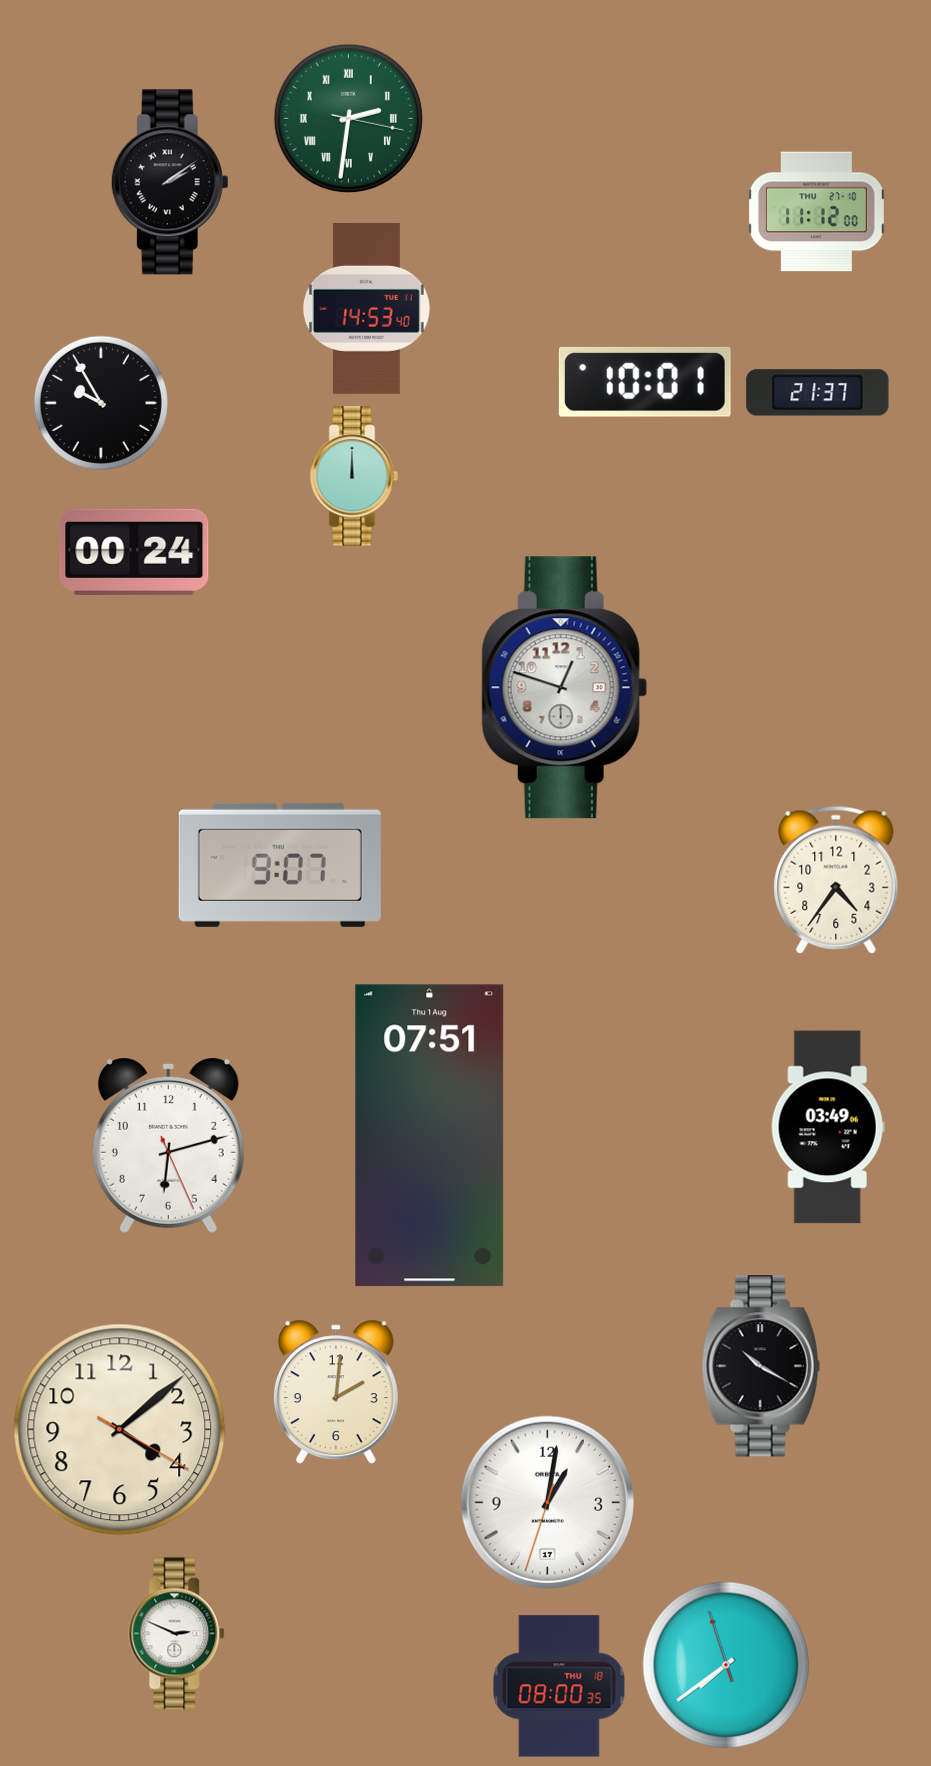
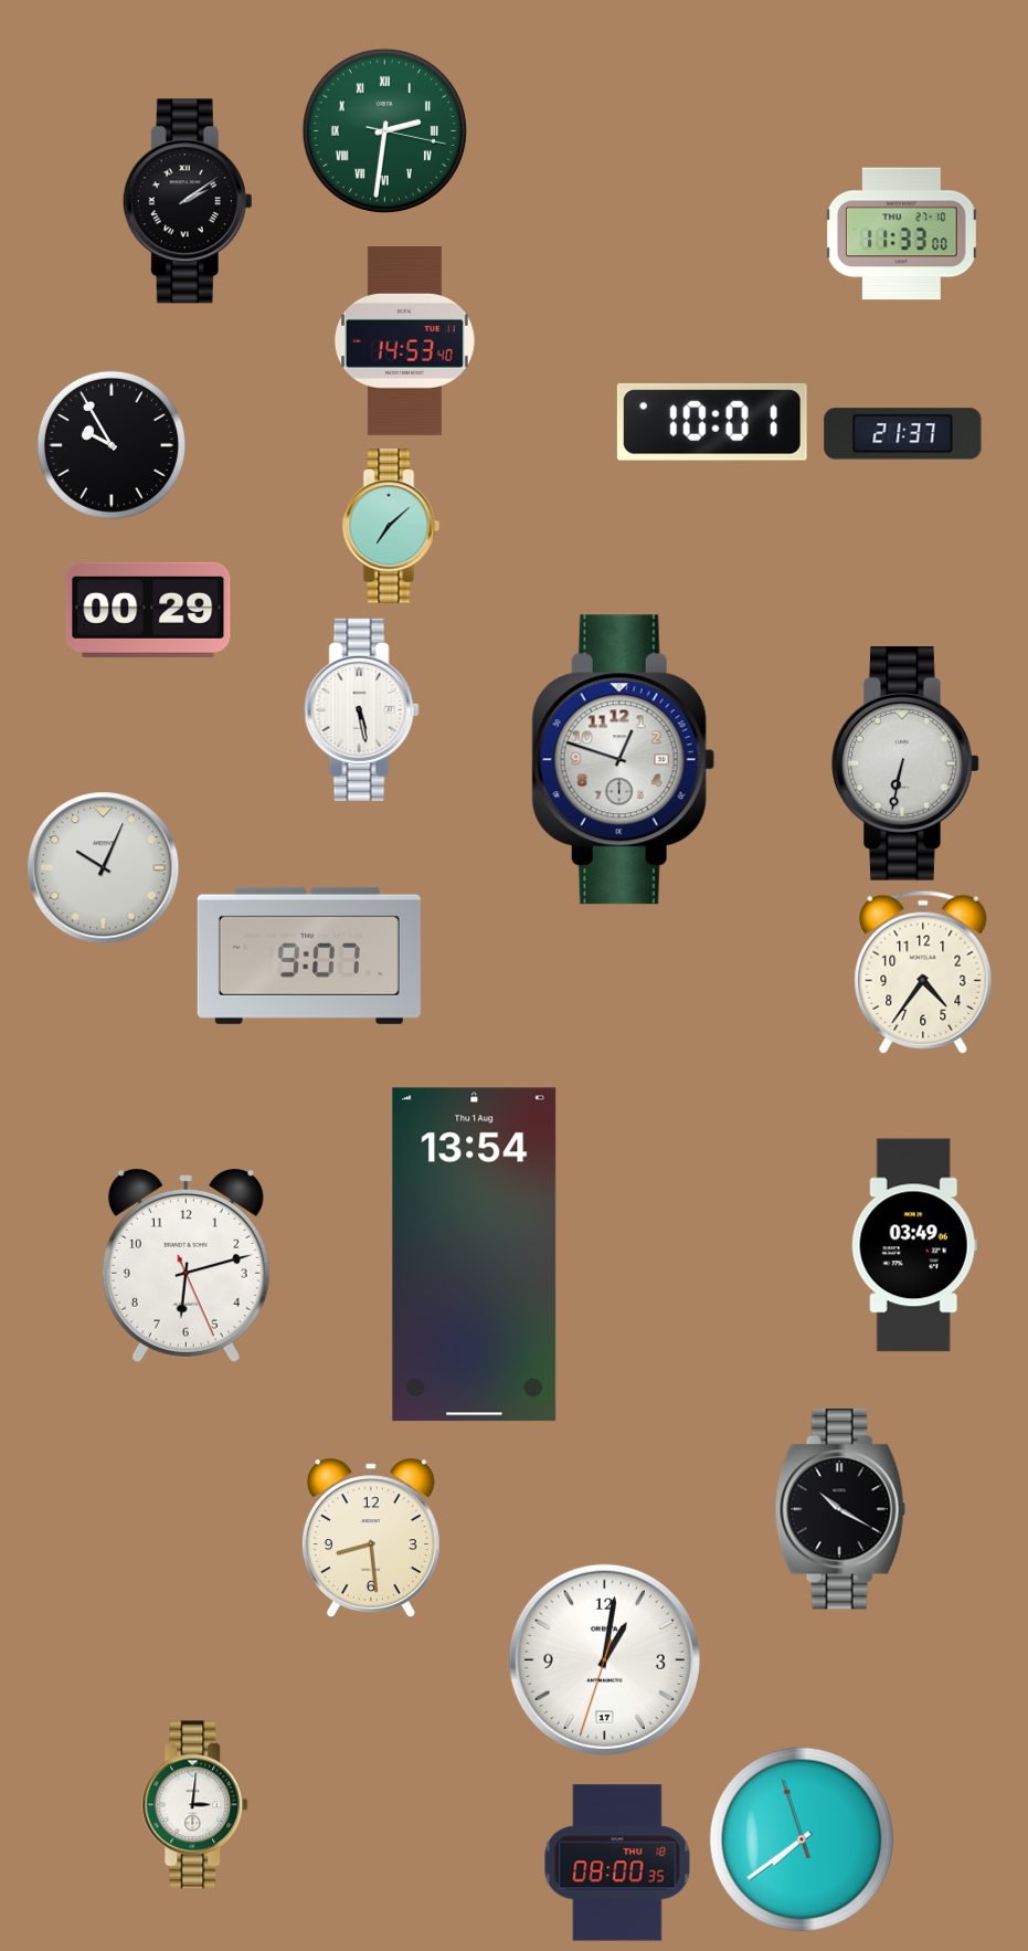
clock at (816, 212): 11:12 -> 11:33
clock at (354, 476): 12:00 -> 7:08
clock at (134, 552): 00:24 -> 00:29
clock at (361, 709): none -> 5:28
clock at (905, 764): none -> 6:32
clock at (104, 868): none -> 10:04
clock at (430, 1136): 07:51 -> 13:54
clock at (336, 1392): 2:01 -> 8:29
clock at (120, 1430): 4:08 -> none
clock at (177, 1634): 2:49 -> 3:01
